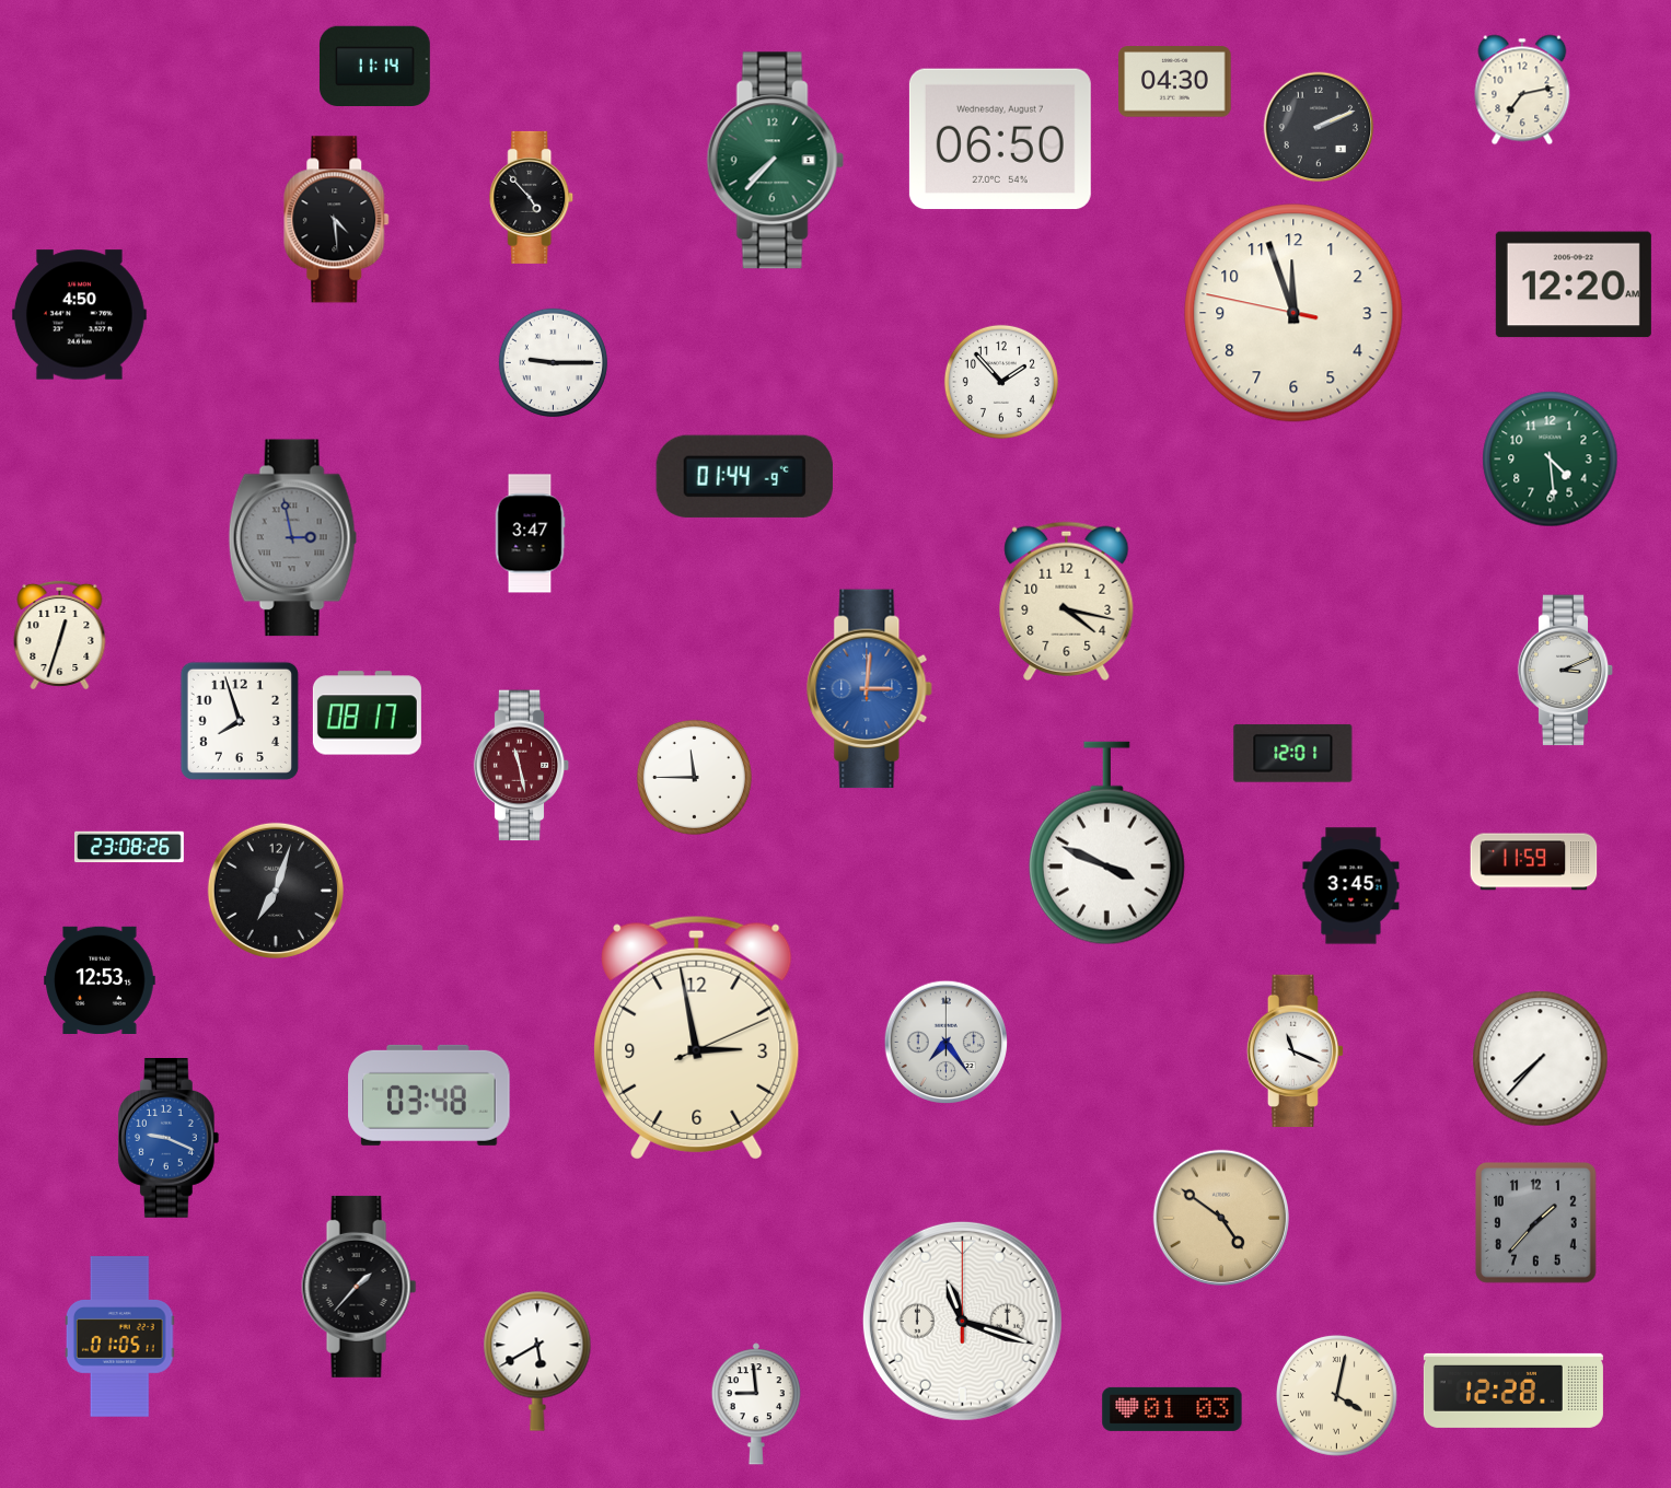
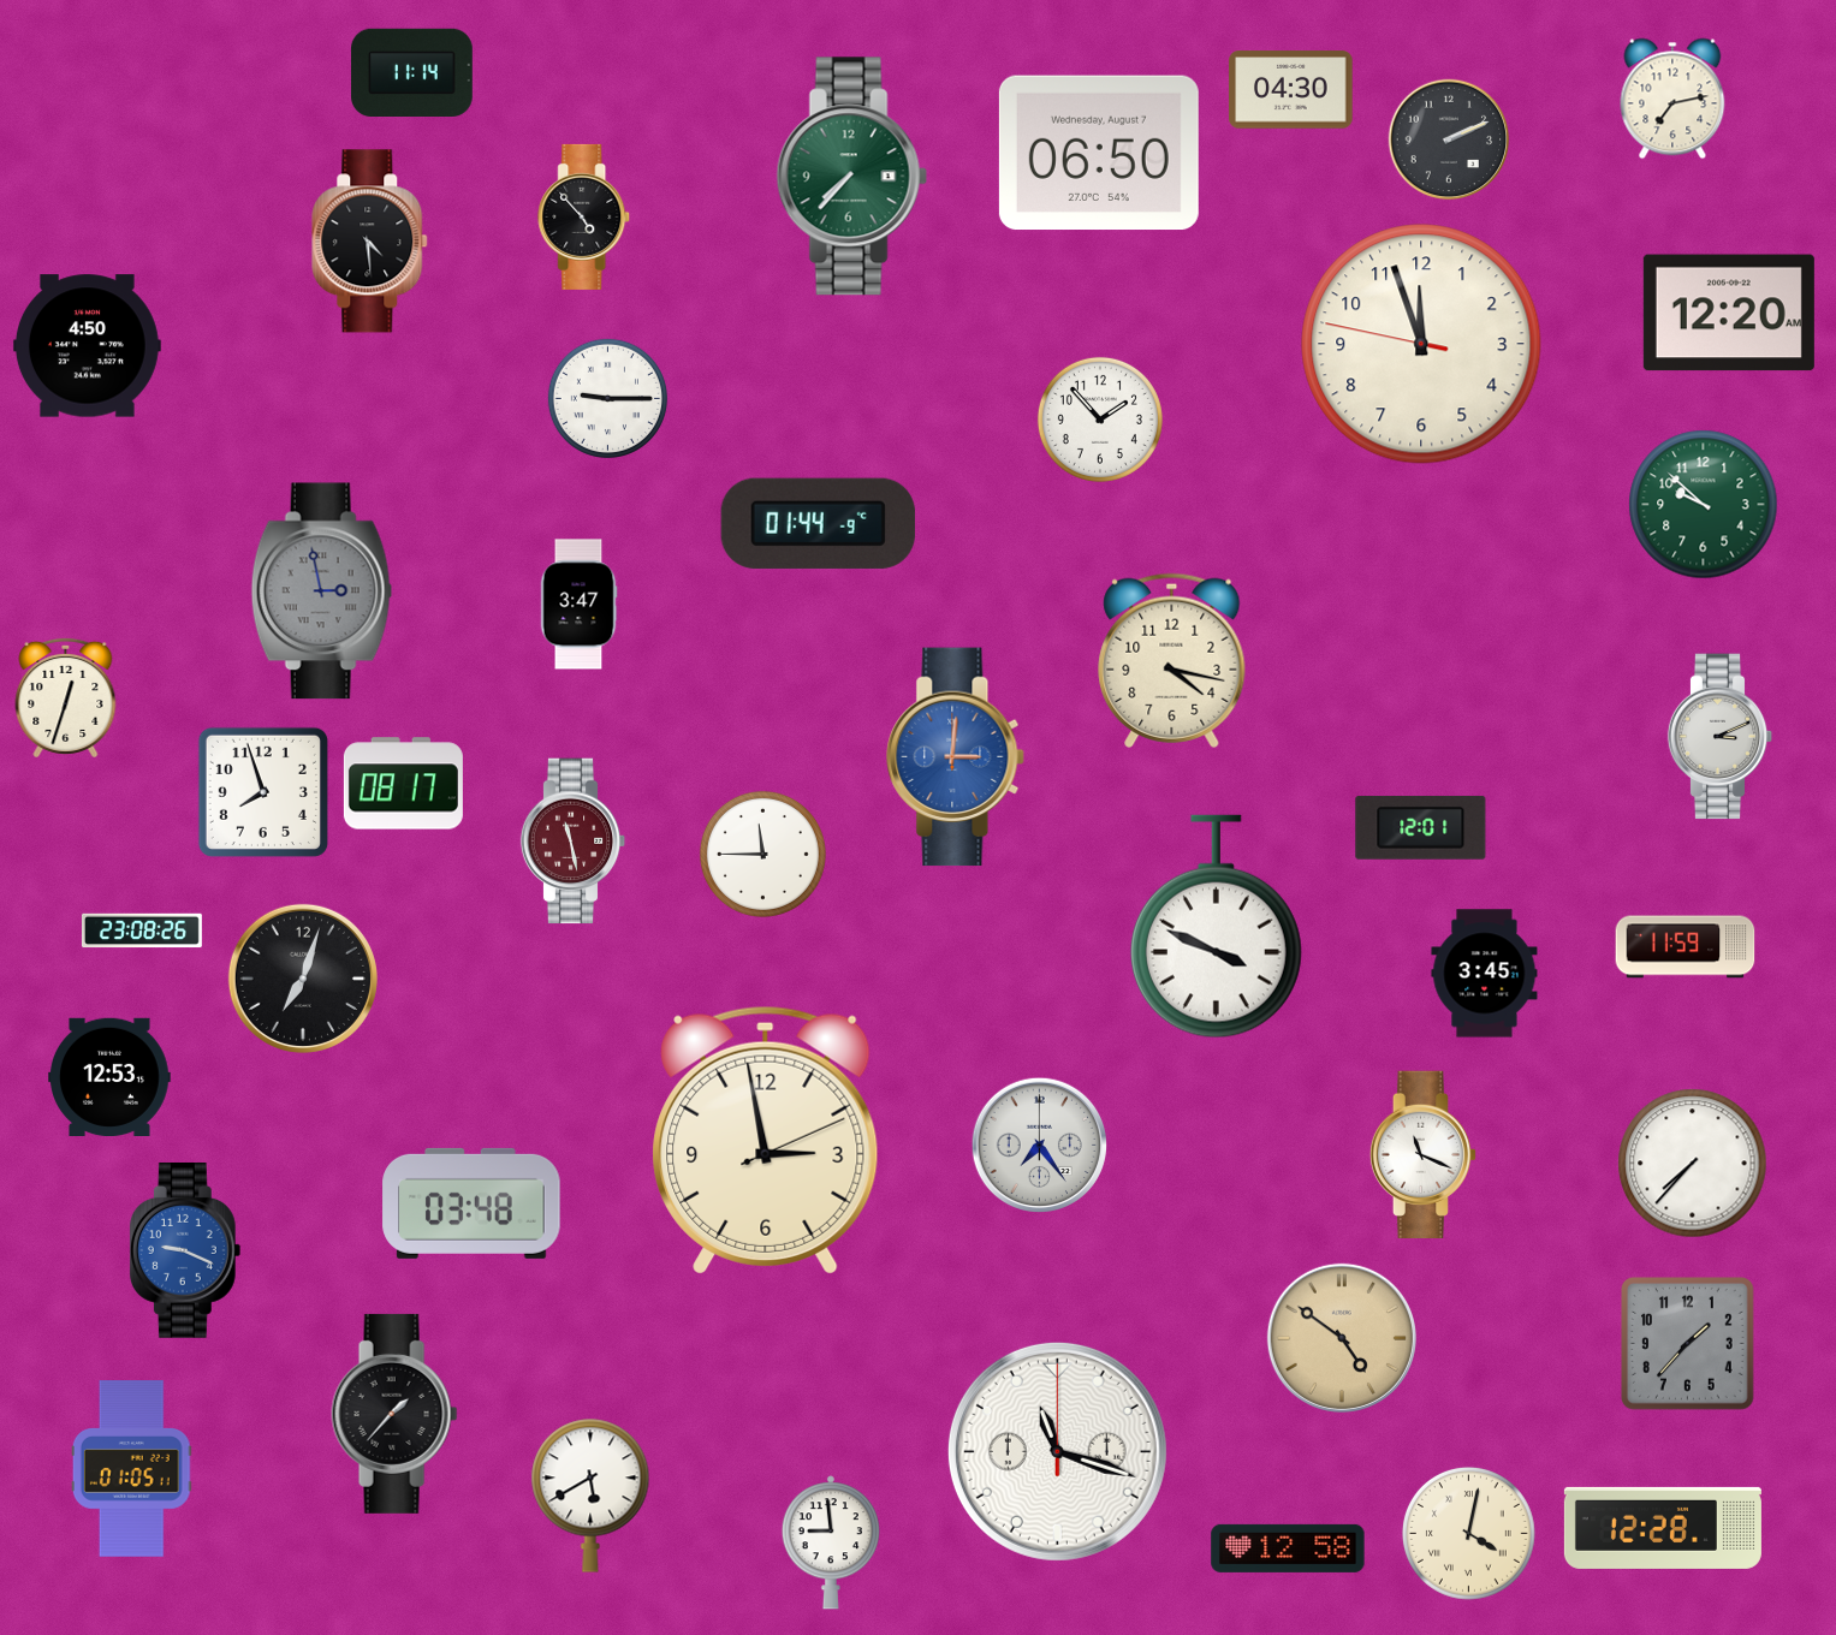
clock at (1551, 460): 4:29 -> 9:52
clock at (530, 534) position: (530, 534) -> (578, 605)
clock at (1172, 1409): 01:03 -> 12:58
